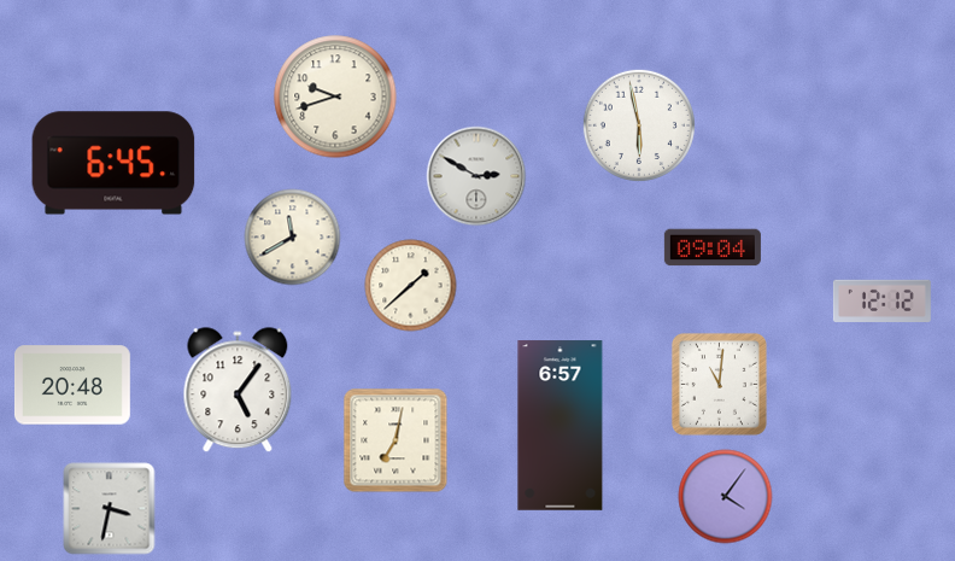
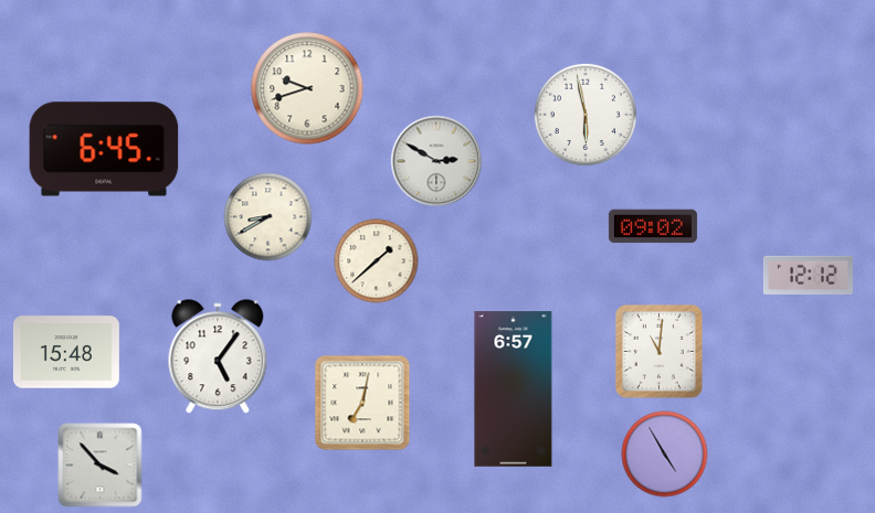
clock at (293, 238): 11:40 -> 8:40
clock at (713, 247): 09:04 -> 09:02
clock at (72, 385): 20:48 -> 15:48
clock at (726, 497): 4:06 -> 4:55
clock at (110, 509): 3:32 -> 3:53
